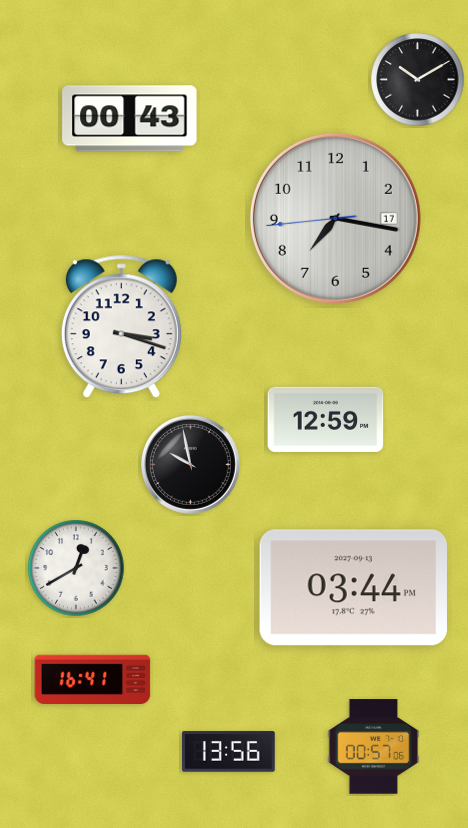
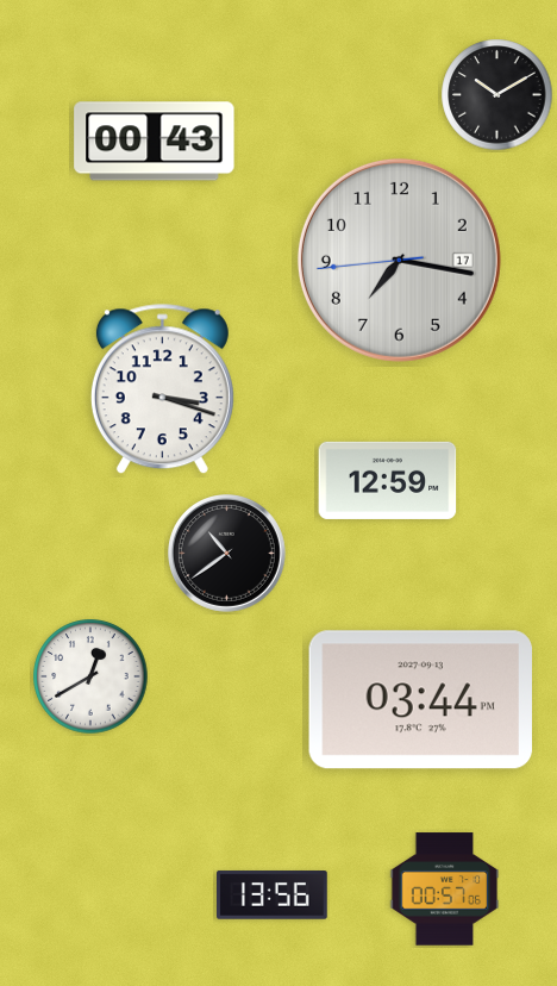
clock at (121, 327) position: (121, 327) -> (162, 389)
clock at (326, 419) position: (326, 419) -> (388, 480)
clock at (191, 465): 9:58 -> 10:39
clock at (93, 680): 16:41 -> none
